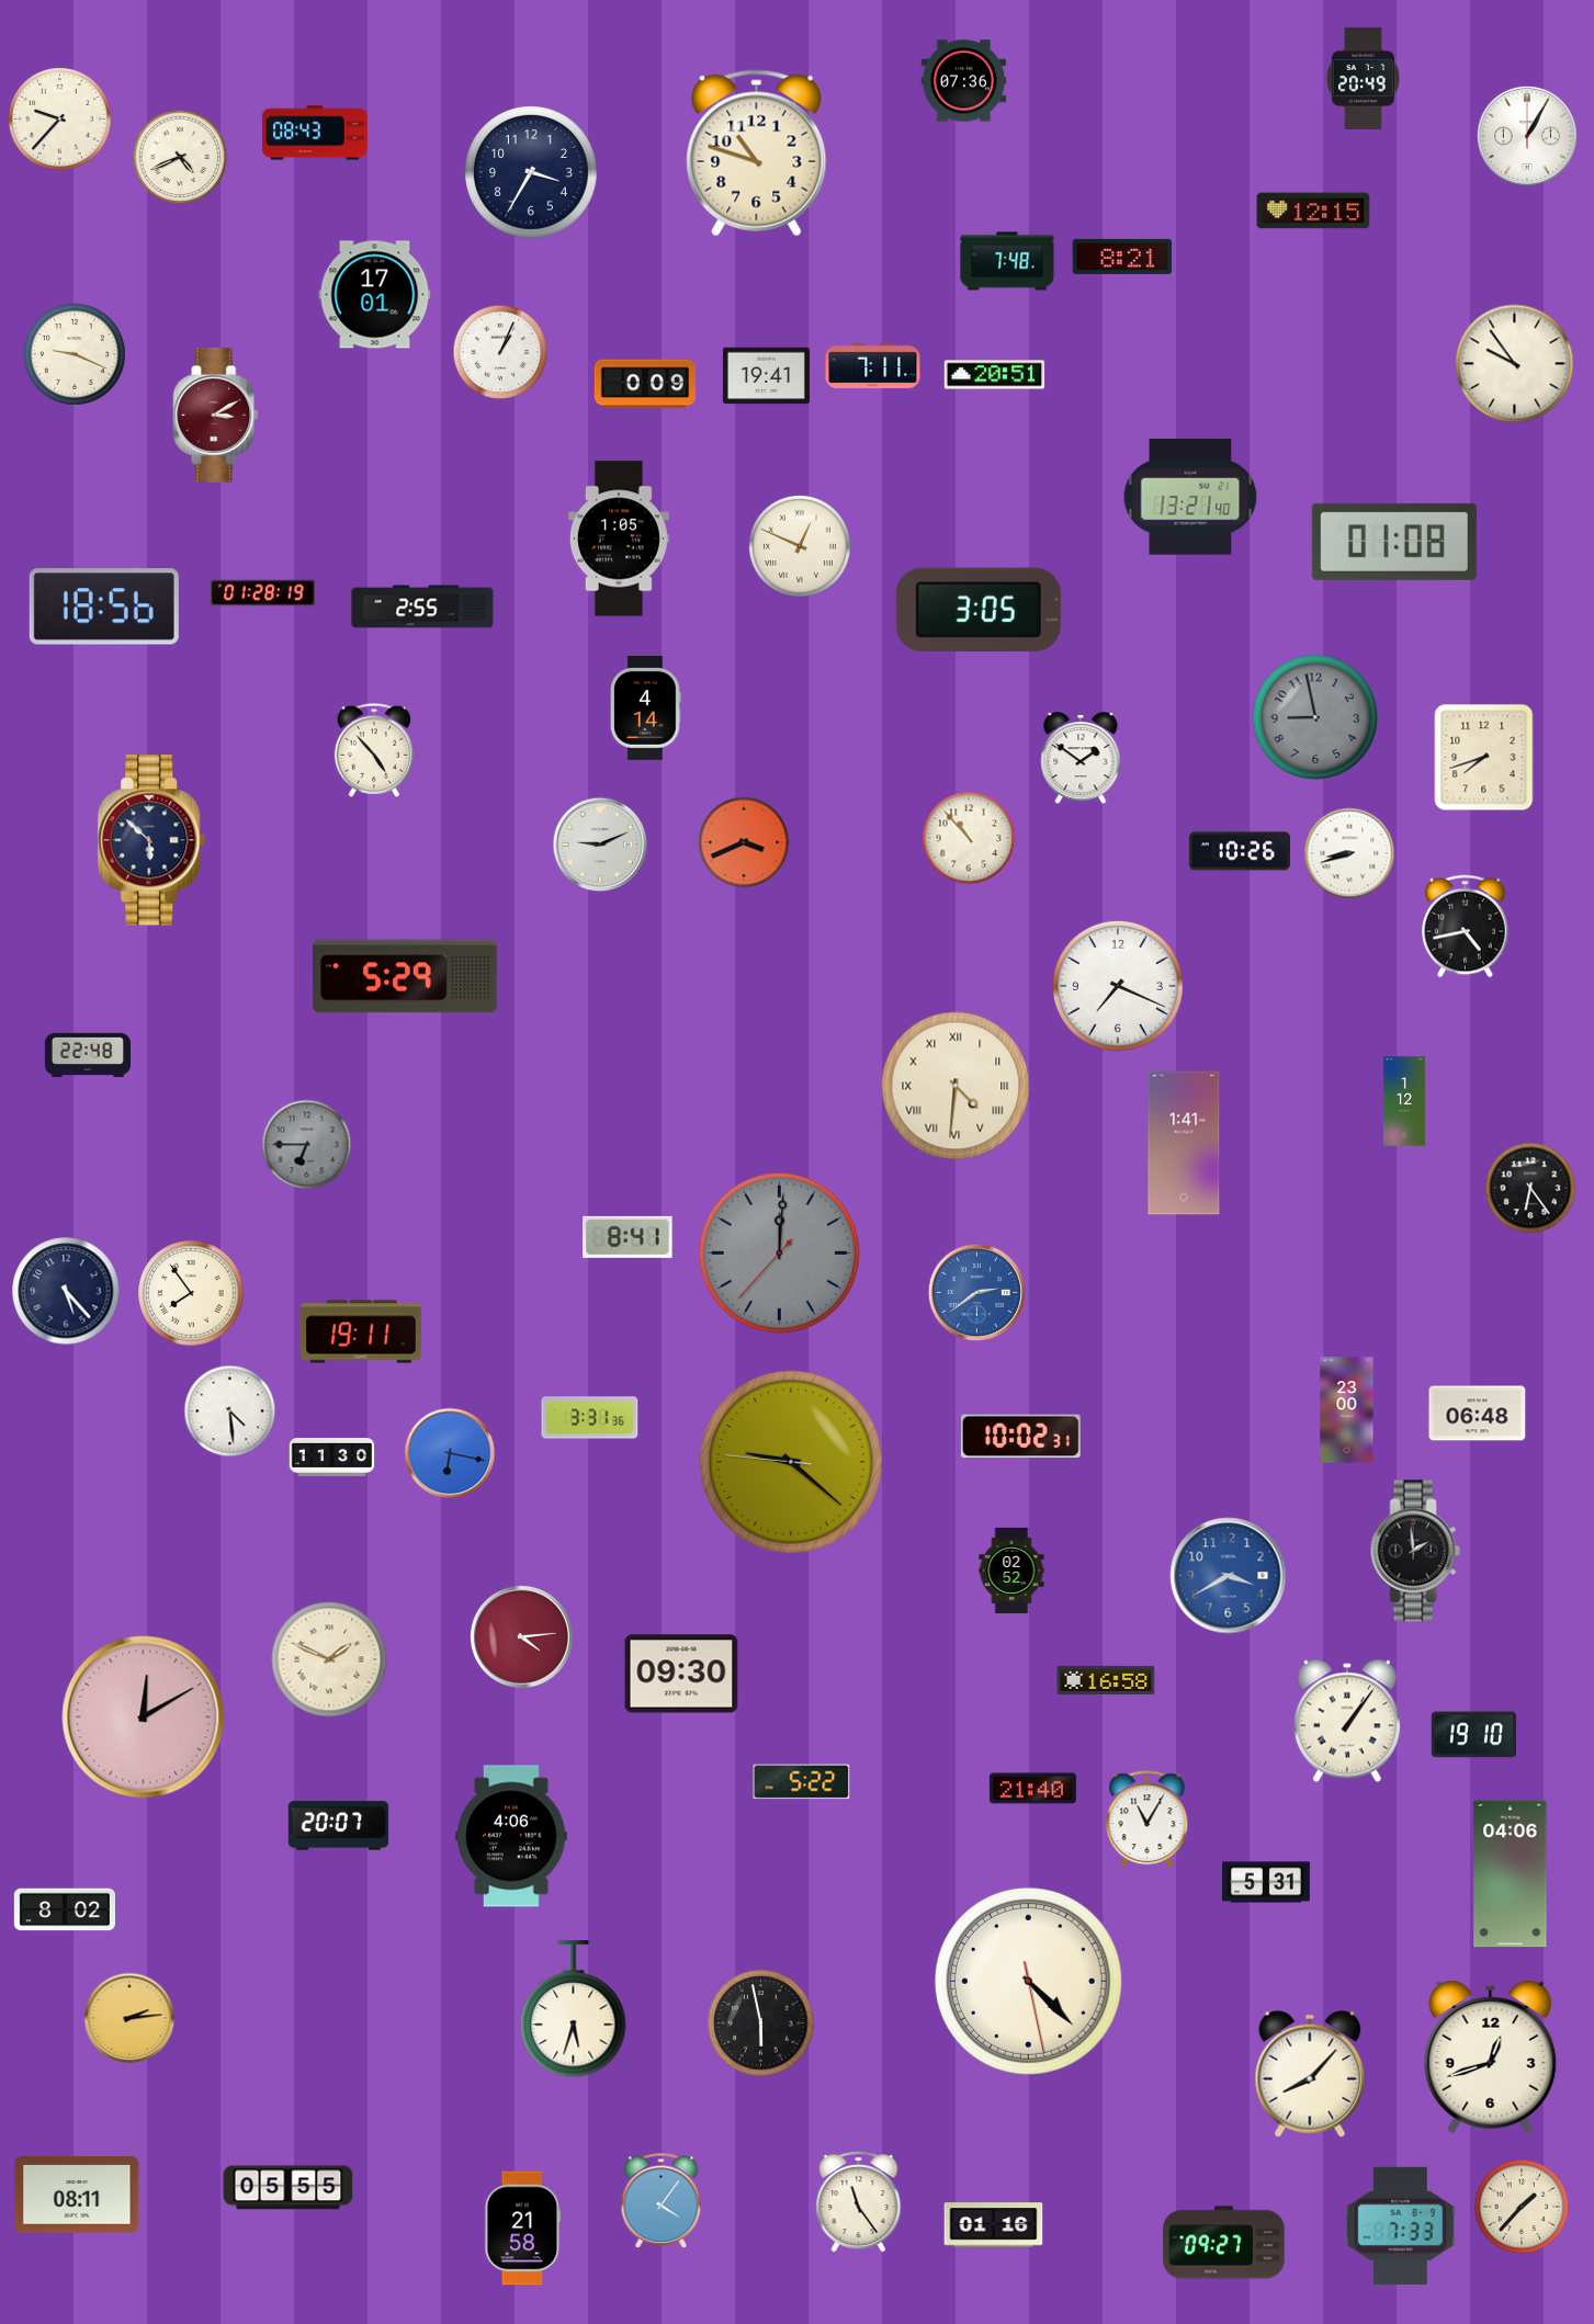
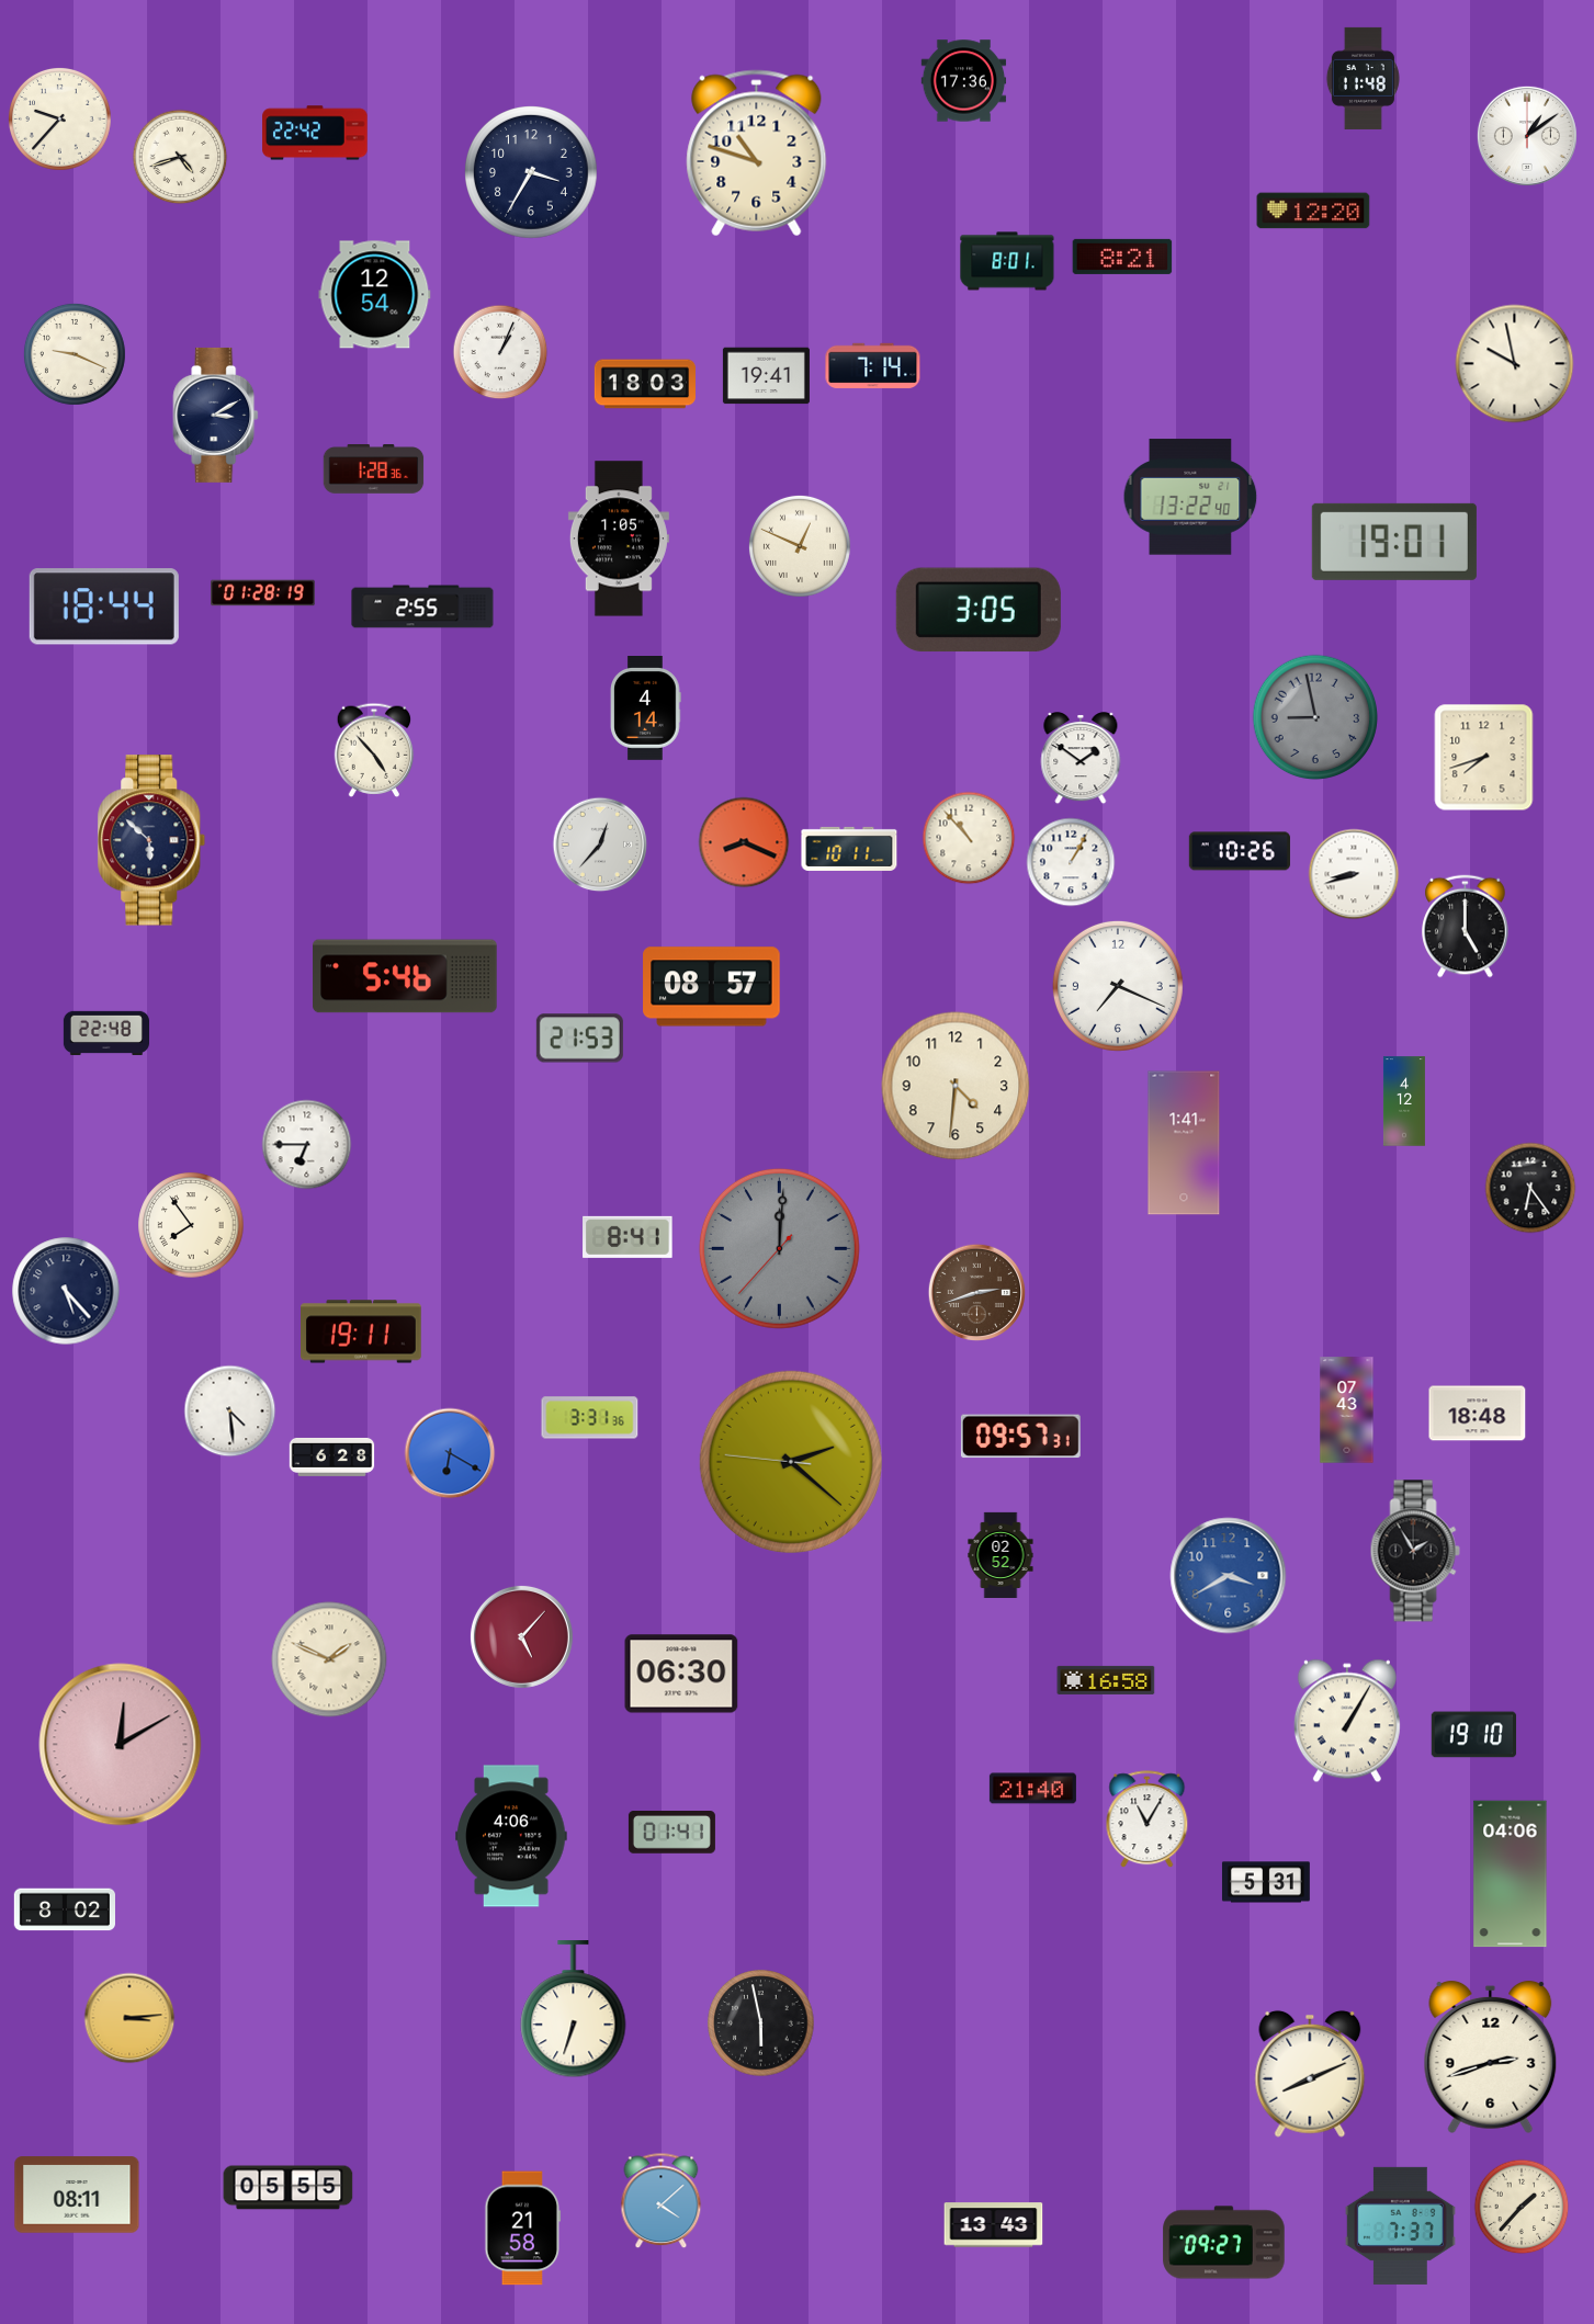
clock at (1363, 78): 20:49 -> 11:48
clock at (964, 81): 07:36 -> 17:36
clock at (315, 133): 08:43 -> 22:42
clock at (1527, 136): 1:05 -> 1:09
clock at (180, 157): 4:41 -> 4:42
clock at (1313, 211): 12:15 -> 12:20
clock at (1007, 261): 7:48 -> 8:01
clock at (375, 295): 17:01 -> 12:54
clock at (1515, 364): 9:54 -> 9:58
clock at (873, 366): 7:11 -> 7:14
clock at (995, 375): 20:51 -> none
clock at (644, 384): 0:09 -> 18:03
clock at (216, 415) dial: burgundy -> navy
clock at (374, 469): none -> 1:28
clock at (1190, 497): 13:21 -> 13:22
clock at (1394, 542): 01:08 -> 19:01
clock at (104, 606): 18:56 -> 18:44
clock at (744, 842): 3:41 -> 8:19
clock at (600, 844): 9:11 -> 12:37
clock at (849, 849): none -> 10:11
clock at (1349, 853) position: (1349, 853) -> (1354, 874)
clock at (1071, 862): none -> 1:05
clock at (1466, 927): 4:43 -> 5:00
clock at (405, 976): 5:29 -> 5:46
clock at (712, 987): none -> 08:57
clock at (579, 1039): none -> 21:53
clock at (87, 1055) position: (87, 1055) -> (105, 1033)
clock at (956, 1086) numerals: Roman -> Arabic
clock at (1404, 1101): 1:12 -> 4:12
clock at (307, 1145) dial: grey -> white
clock at (779, 1252) position: (779, 1252) -> (779, 1248)
clock at (976, 1292): 2:39 -> 2:42
clock at (976, 1292) dial: blue -> brown
clock at (191, 1293) position: (191, 1293) -> (191, 1225)
clock at (1347, 1410): 23:00 -> 07:43
clock at (1478, 1414): 06:48 -> 18:48
clock at (1020, 1437): 10:02 -> 09:57
clock at (450, 1453): 6:17 -> 6:20
clock at (332, 1456): 11:30 -> 6:28
clock at (791, 1462): 9:21 -> 2:21
clock at (1415, 1551): 1:59 -> 1:55
clock at (1011, 1569) position: (1011, 1569) -> (1001, 1554)
clock at (521, 1636): 4:14 -> 5:07
clock at (681, 1674): 09:30 -> 06:30
clock at (144, 1718) position: (144, 1718) -> (121, 1745)
clock at (1347, 1721): 1:06 -> 1:05
clock at (802, 1782): 5:22 -> none
clock at (339, 1826): 20:07 -> none
clock at (671, 1833): none -> 01:41
clock at (1028, 1981): 4:22 -> none
clock at (574, 2009): 5:33 -> 6:33
clock at (129, 2018): 2:14 -> 3:14
clock at (1491, 2057): 12:42 -> 2:42
clock at (1310, 2074): 8:07 -> 8:11
clock at (662, 2201): 4:06 -> 4:08
clock at (859, 2202): 11:24 -> none
clock at (994, 2225): 01:16 -> 13:43
clock at (1400, 2225): 7:33 -> 7:37
